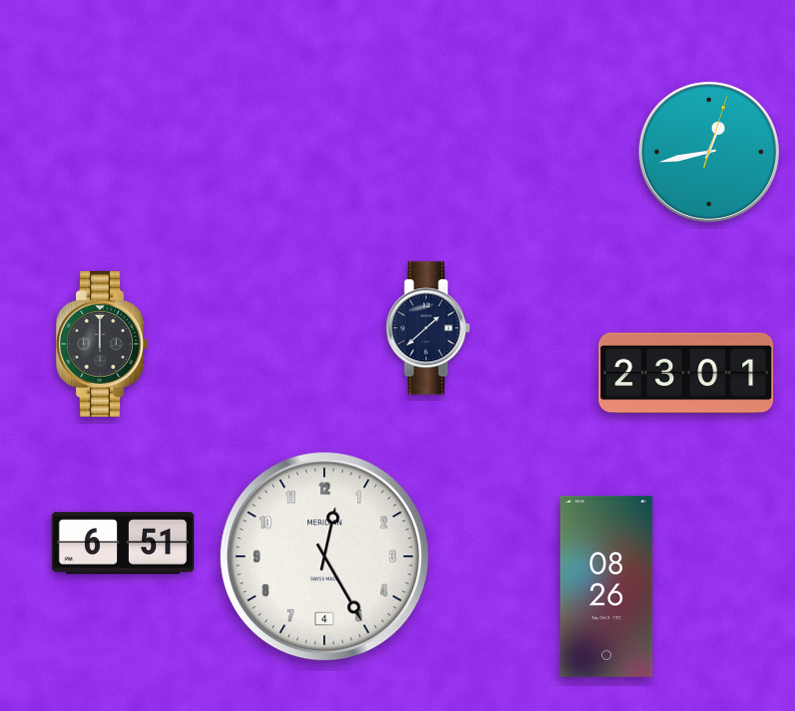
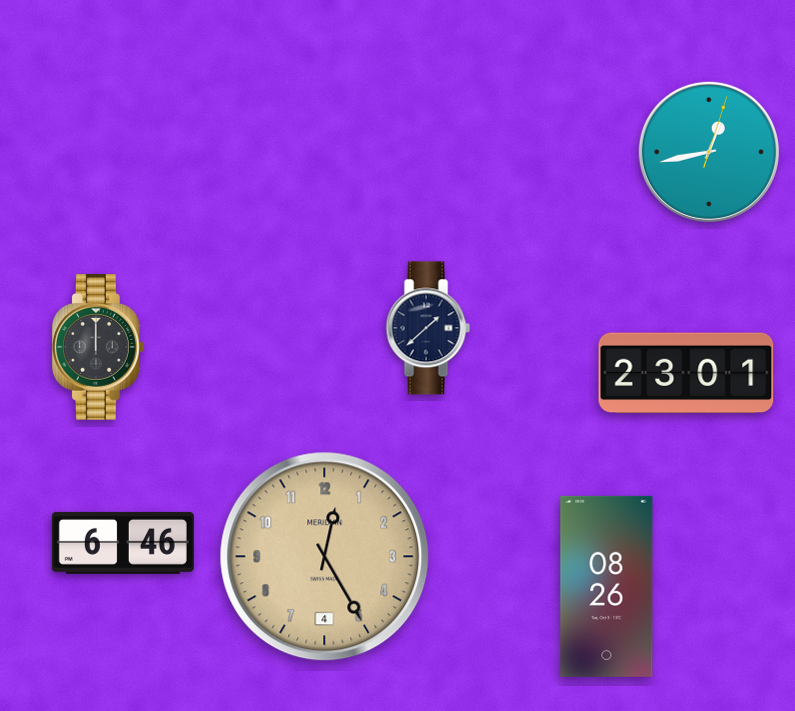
clock at (102, 344) position: (102, 344) -> (98, 347)
clock at (123, 543): 6:51 -> 6:46
clock at (325, 557) dial: white -> champagne
